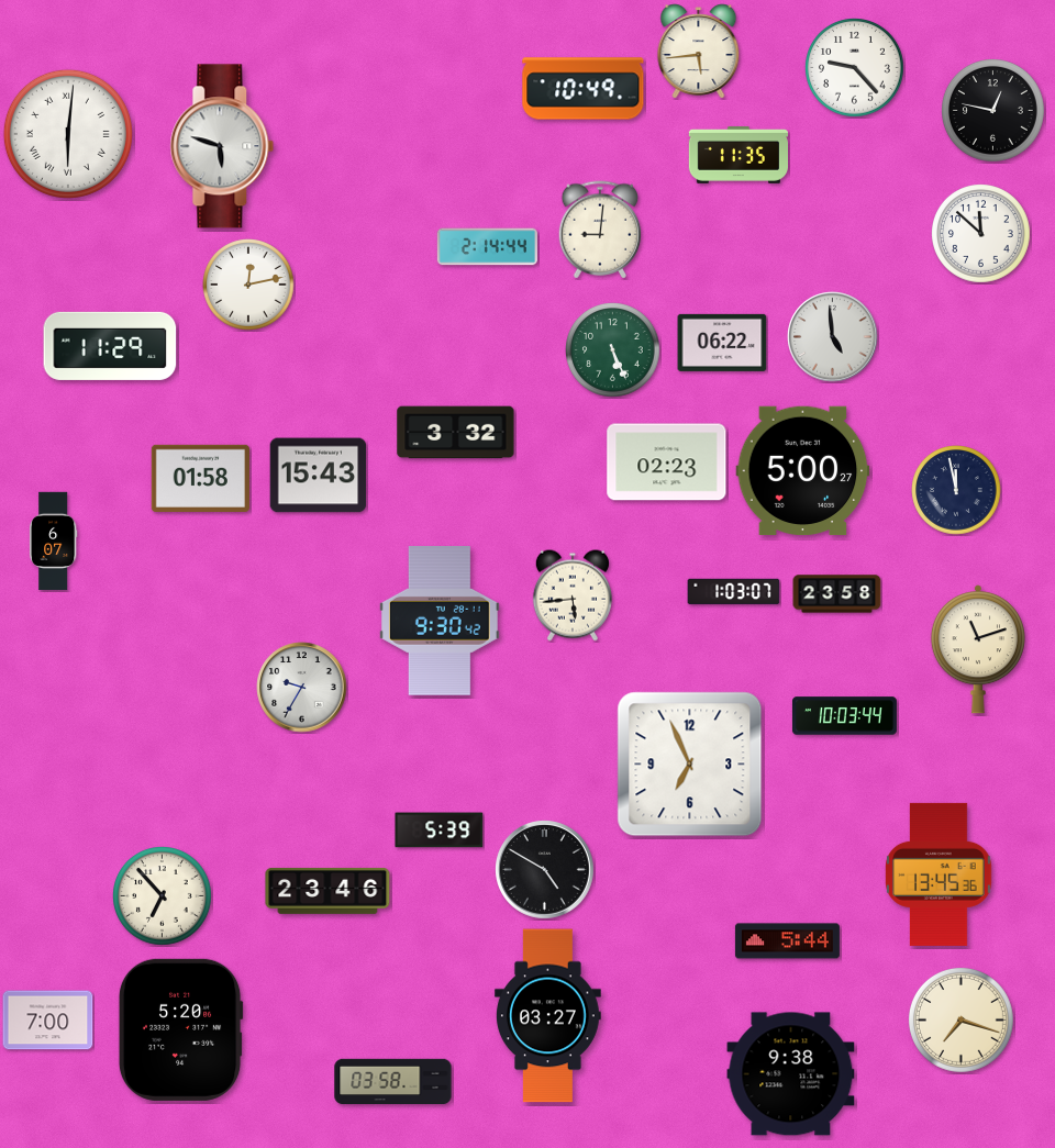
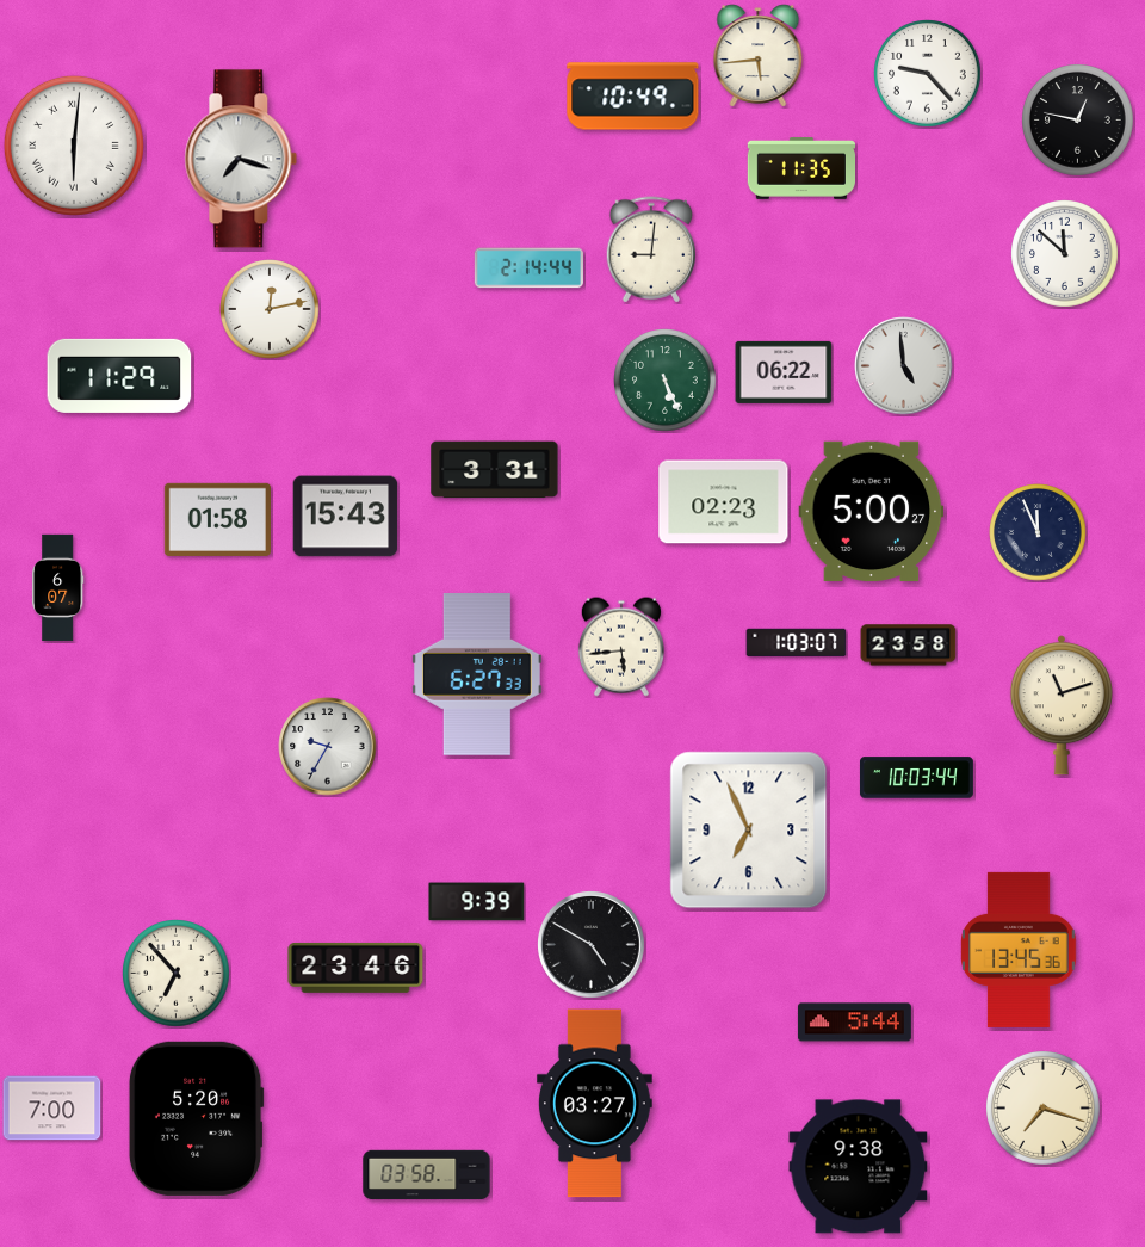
clock at (222, 146): 5:48 -> 7:18
clock at (456, 433): 3:32 -> 3:31
clock at (956, 490): 11:58 -> 11:56
clock at (440, 622): 9:30 -> 6:27
clock at (440, 831): 5:39 -> 9:39
